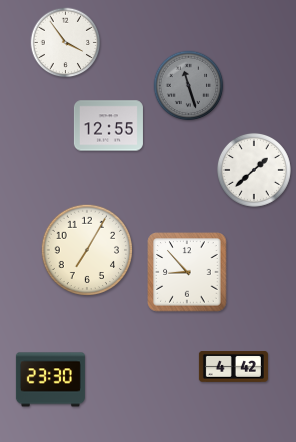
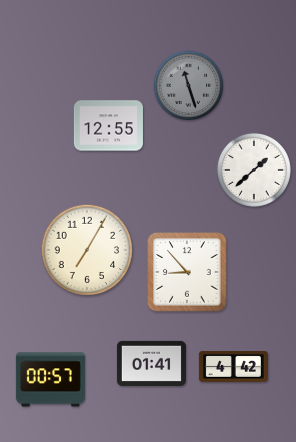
clock at (66, 43): 3:54 -> none
clock at (151, 363): none -> 01:41
clock at (50, 380): 23:30 -> 00:57
